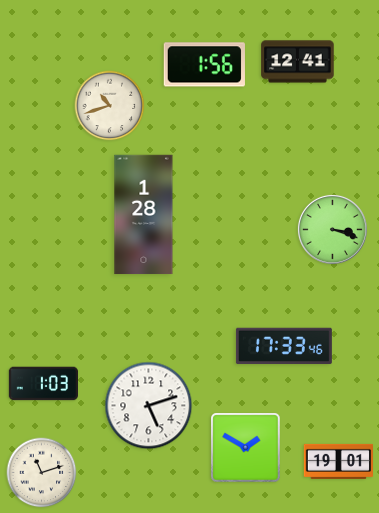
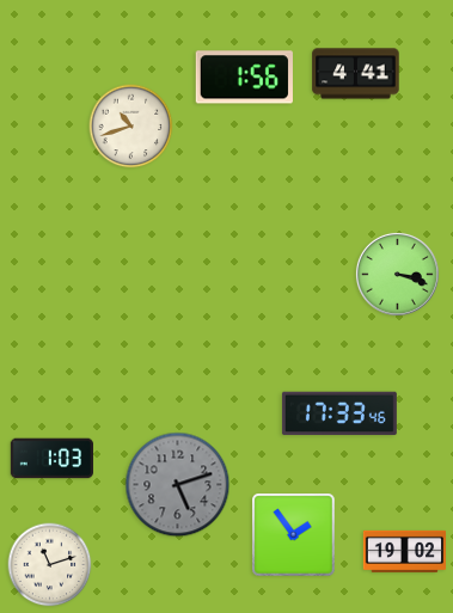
clock at (298, 62): 12:41 -> 4:41
clock at (144, 215): 1:28 -> none
clock at (149, 406) dial: white -> grey
clock at (246, 448): 1:50 -> 1:54
clock at (338, 461): 19:01 -> 19:02
